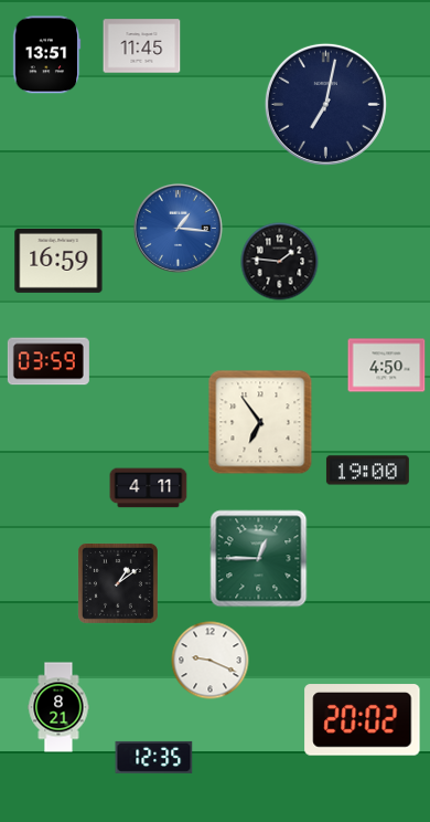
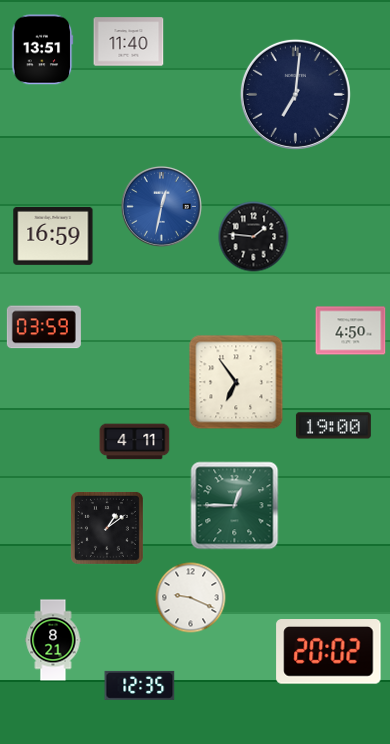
clock at (142, 46): 11:45 -> 11:40
clock at (325, 104): 7:02 -> 7:01
clock at (178, 228): 1:16 -> 12:32
